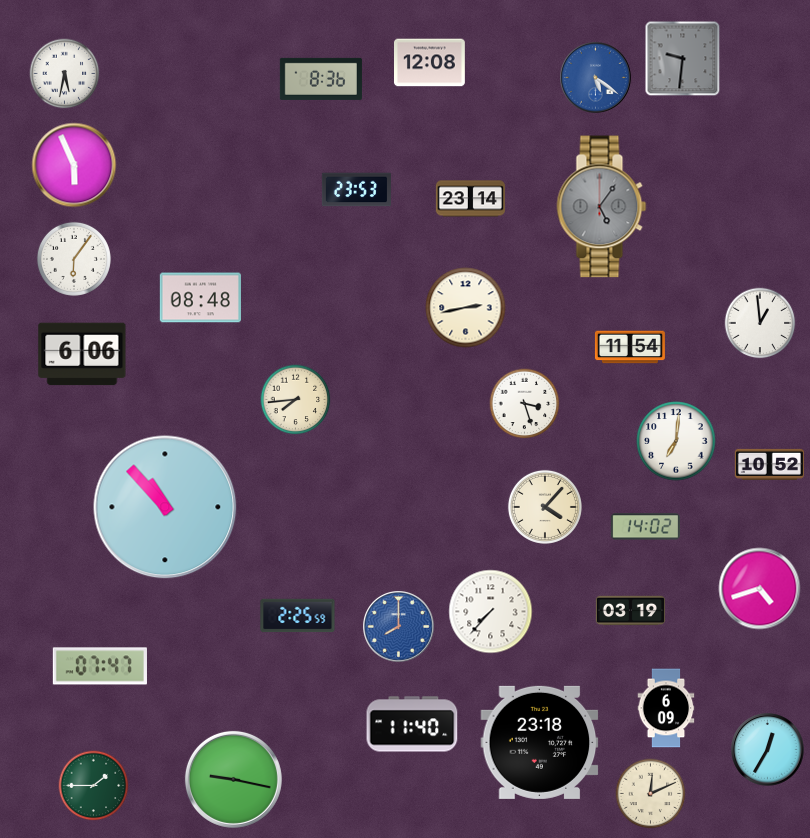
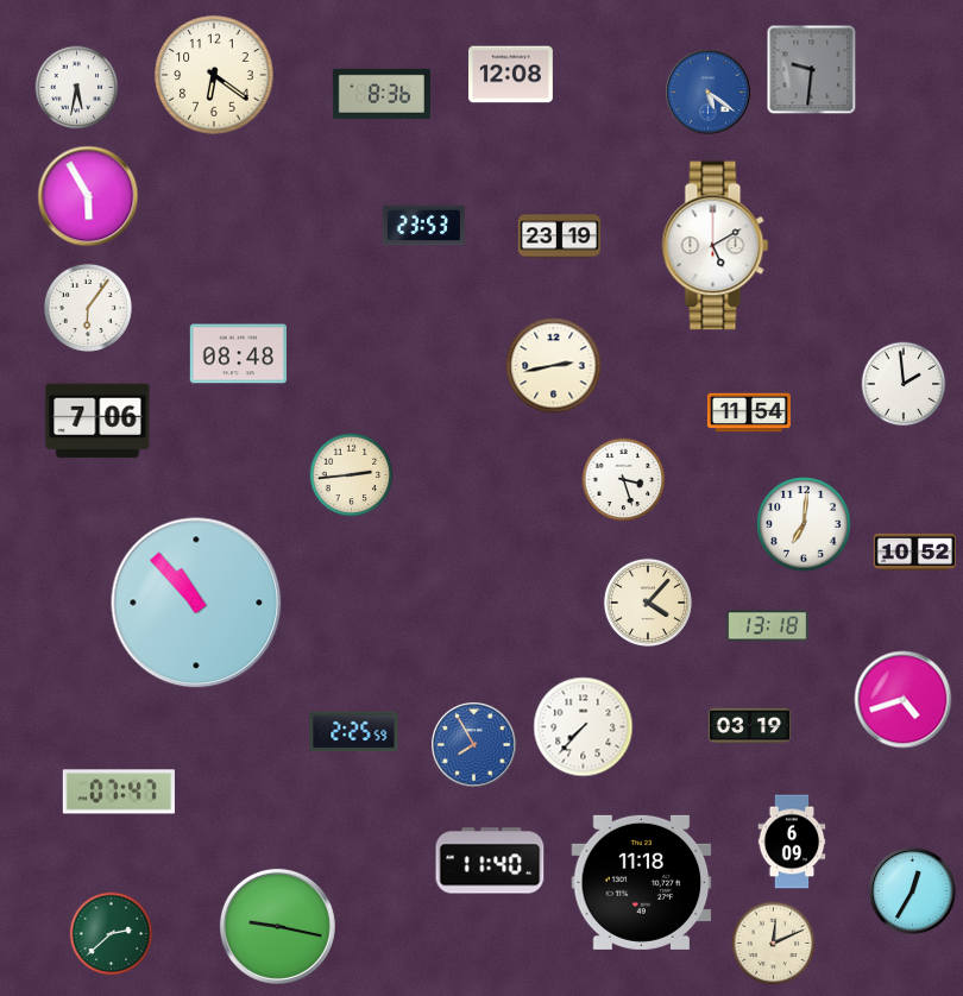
clock at (214, 75): none -> 6:21
clock at (74, 165): 5:56 -> 5:55
clock at (470, 199): 23:14 -> 23:19
clock at (602, 207): 5:06 -> 5:10
clock at (602, 207) dial: grey -> white
clock at (760, 323): 12:59 -> 1:59
clock at (82, 354): 6:06 -> 7:06
clock at (296, 400): 7:44 -> 2:44
clock at (645, 527): 14:02 -> 13:18
clock at (399, 627): 8:00 -> 7:55
clock at (540, 742): 23:18 -> 11:18
clock at (94, 786): 1:45 -> 2:38
